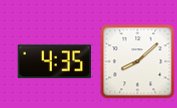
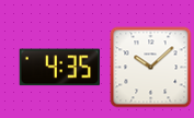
clock at (138, 62): 8:08 -> 10:08
